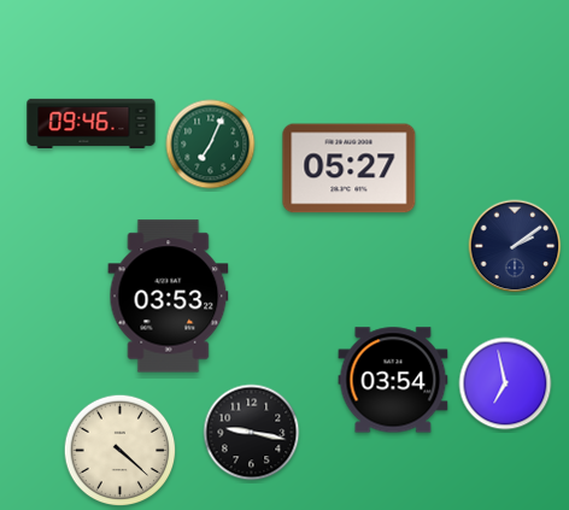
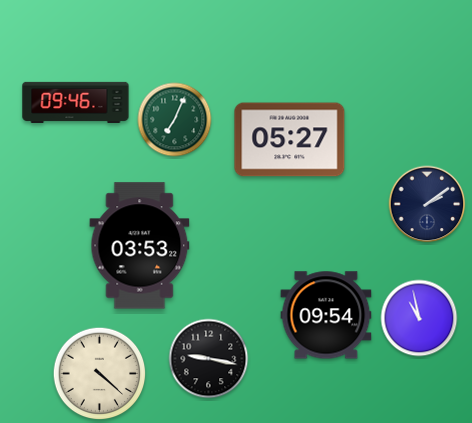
clock at (393, 380): 03:54 -> 09:54
clock at (505, 383): 6:58 -> 10:58
